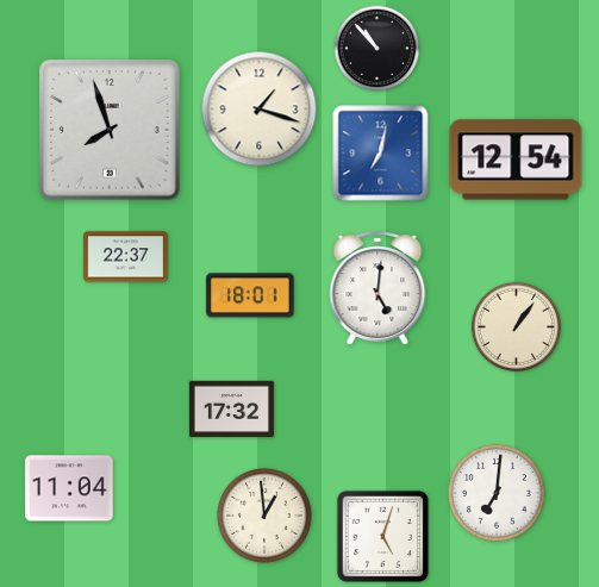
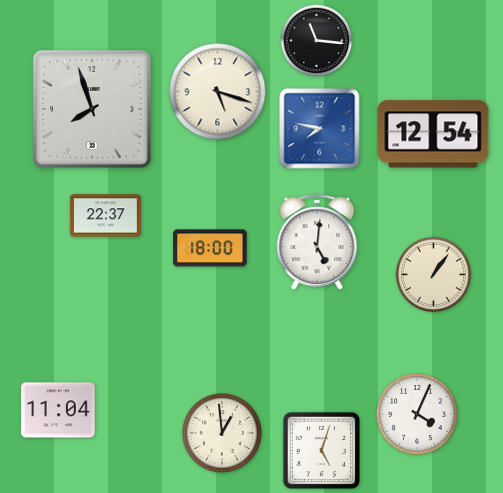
clock at (378, 49): 10:53 -> 11:16
clock at (260, 110): 1:18 -> 5:18
clock at (381, 154): 7:02 -> 7:47
clock at (250, 295): 18:01 -> 18:00
clock at (231, 410): 17:32 -> none
clock at (497, 493): 7:01 -> 4:04
